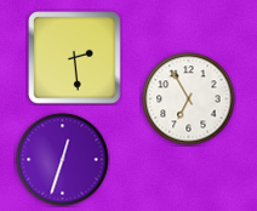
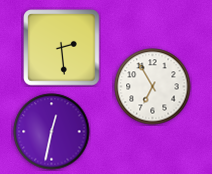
clock at (189, 99) position: (189, 99) -> (153, 87)
clock at (63, 160): 12:33 -> 12:32
